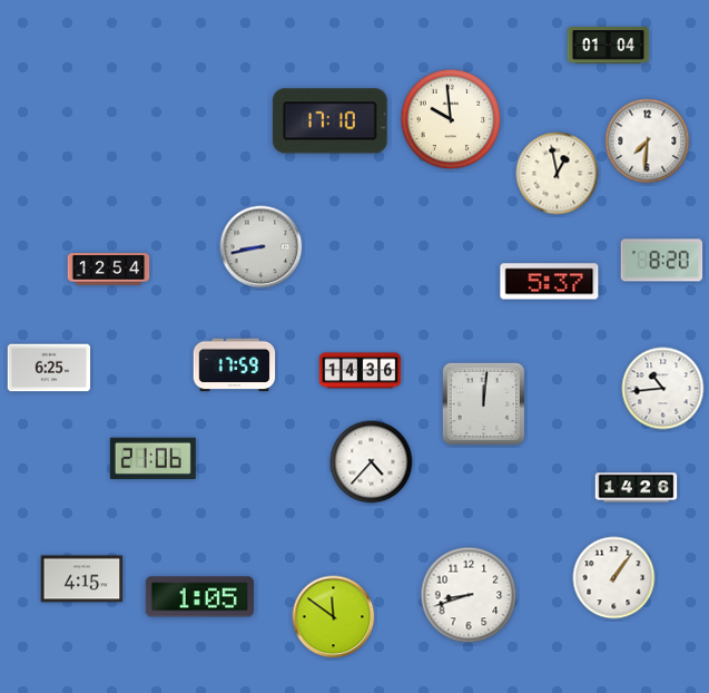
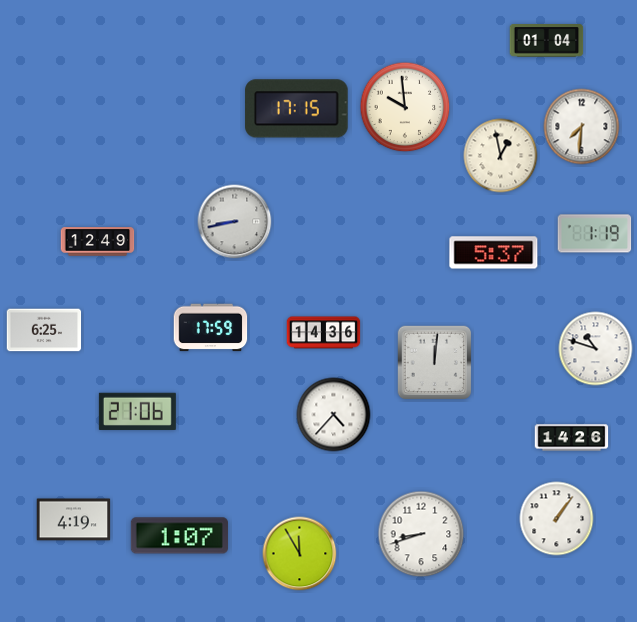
clock at (331, 121): 17:10 -> 17:15
clock at (662, 261): 8:20 -> 1:19
clock at (109, 270): 12:54 -> 12:49
clock at (663, 389): 10:44 -> 10:48
clock at (614, 578) position: (614, 578) -> (557, 519)
clock at (82, 579): 4:15 -> 4:19
clock at (199, 597): 1:05 -> 1:07
clock at (334, 617): 11:51 -> 11:55
